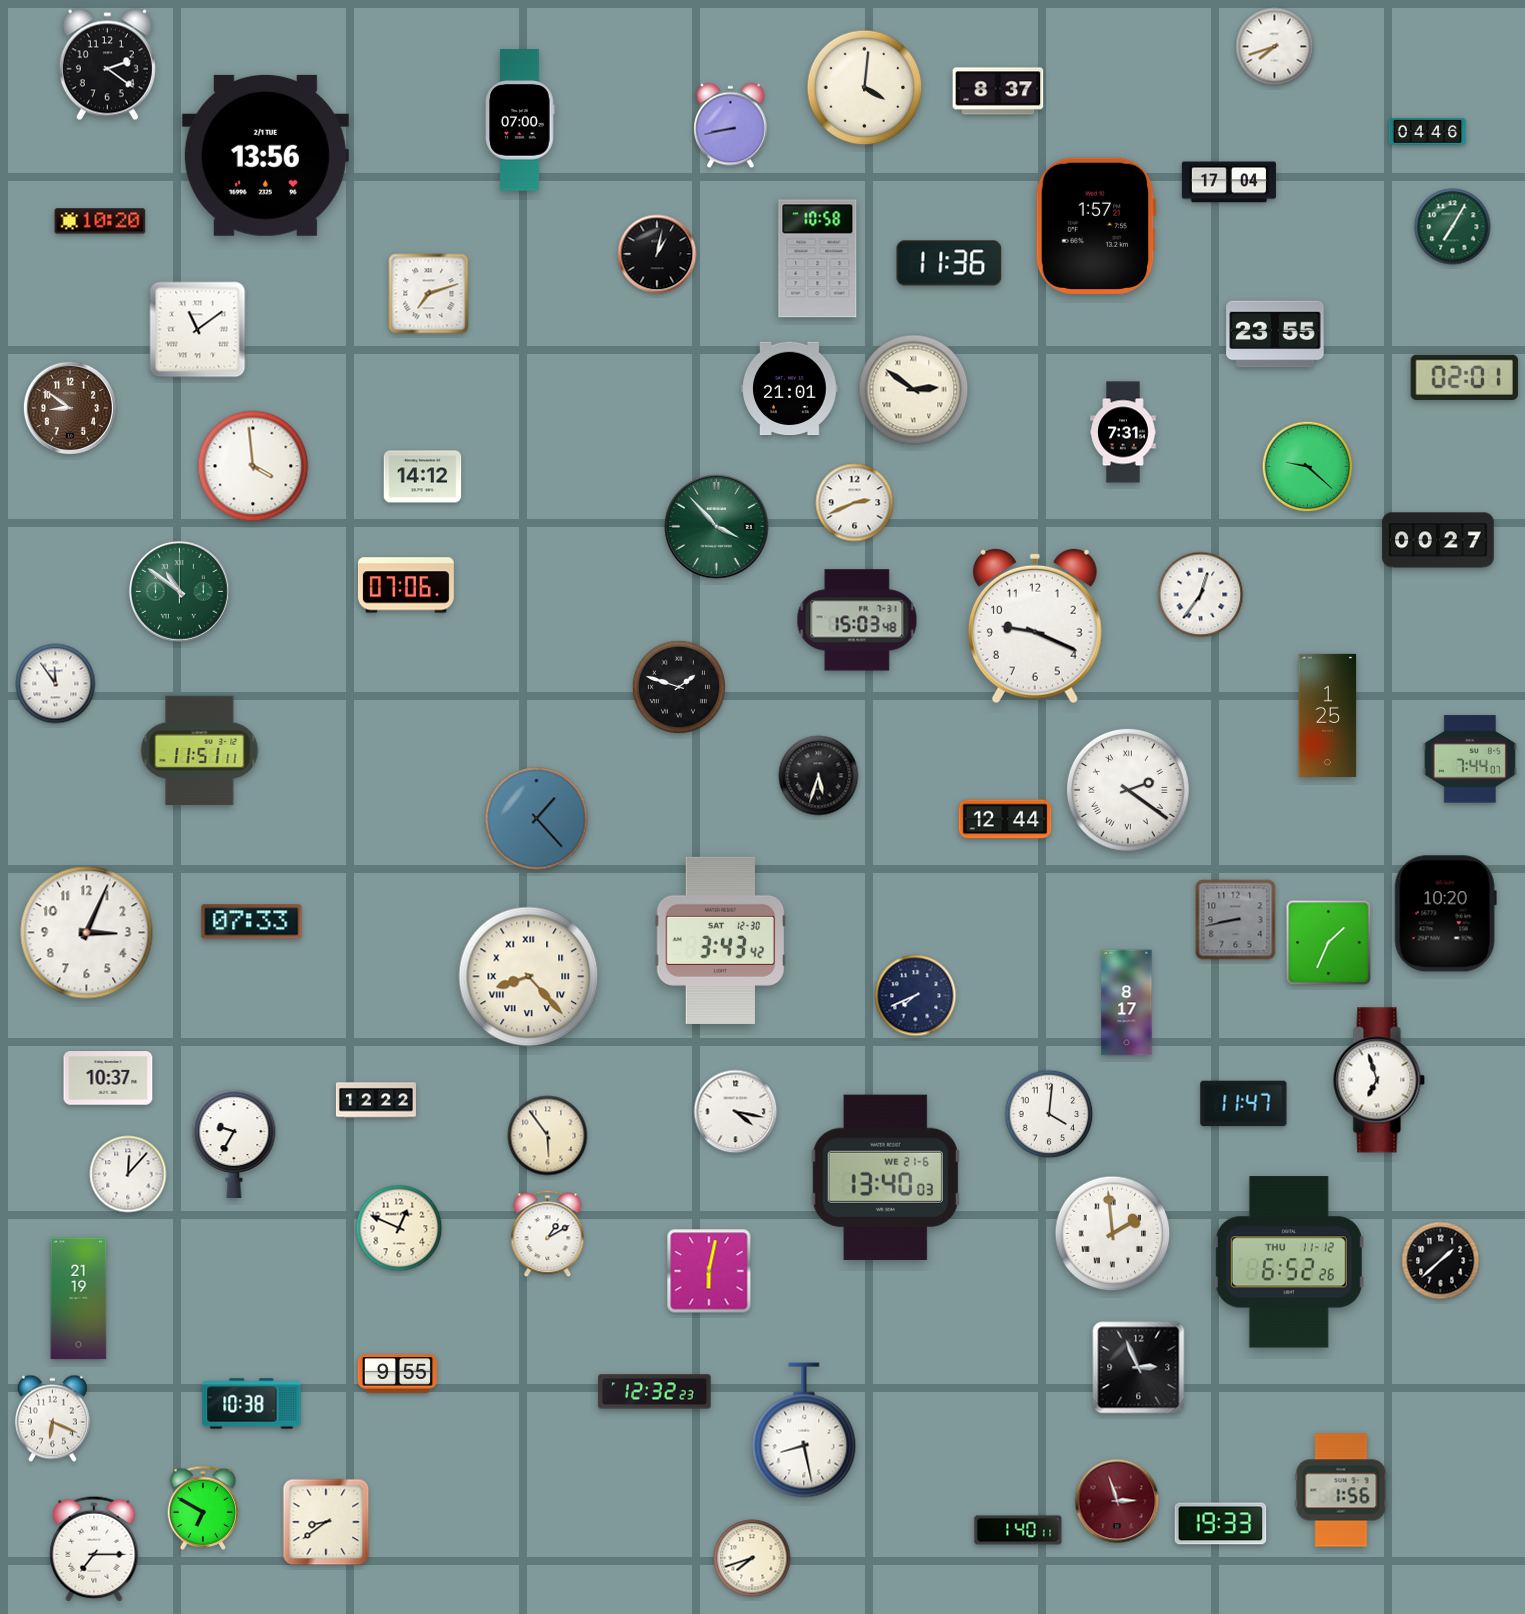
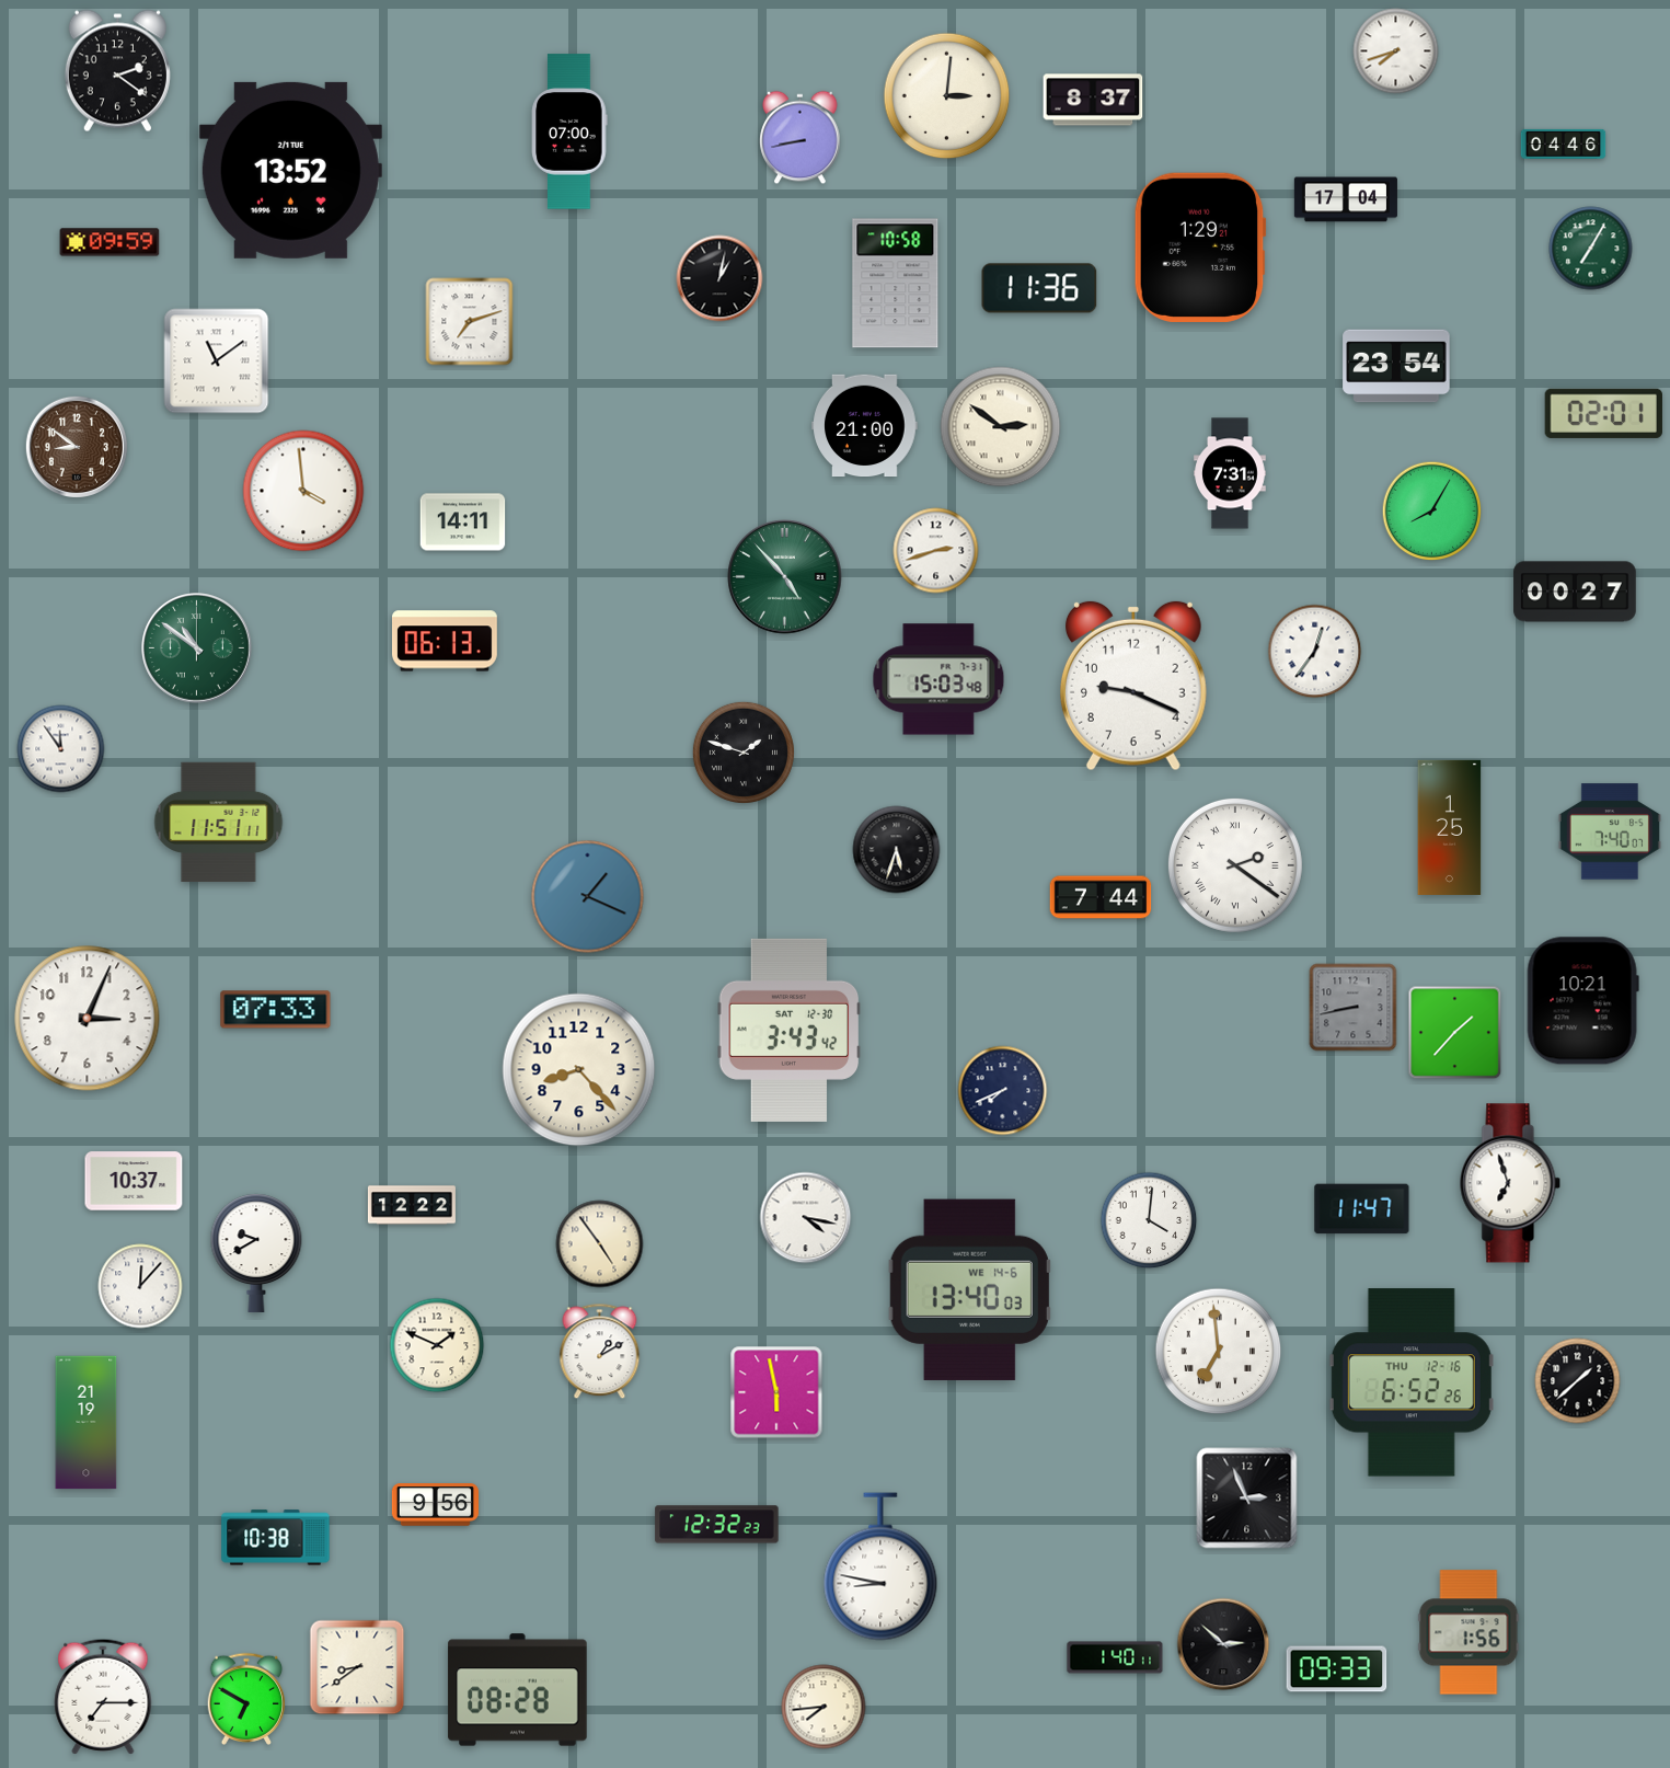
clock at (865, 88): 4:01 -> 3:01
clock at (265, 155): 13:56 -> 13:52
clock at (100, 221): 10:20 -> 09:59
clock at (1096, 226): 1:57 -> 1:29
clock at (1275, 334): 23:55 -> 23:54
clock at (790, 389): 21:01 -> 21:00
clock at (253, 466) position: (253, 466) -> (303, 491)
clock at (1308, 467): 9:22 -> 8:05
clock at (423, 477): 14:12 -> 14:11
clock at (855, 503): 2:41 -> 2:42
clock at (717, 527): 3:53 -> 4:53
clock at (406, 585): 07:06 -> 06:13
clock at (1328, 715) position: (1328, 715) -> (1450, 827)
clock at (1470, 759): 7:44 -> 7:40
clock at (537, 819): 1:23 -> 1:19
clock at (1005, 819): 12:44 -> 7:44
clock at (1445, 914): 10:20 -> 10:21
clock at (87, 933) position: (87, 933) -> (88, 1019)
clock at (1329, 943): 1:34 -> 1:37
clock at (529, 977) numerals: Roman -> Arabic
clock at (1127, 1003): 8:17 -> none
clock at (108, 1078) position: (108, 1078) -> (134, 1181)
clock at (548, 1136): 5:54 -> 4:54
clock at (234, 1144): 9:35 -> 9:40
clock at (885, 1177) date: WE 21-6 -> WE 14-6
clock at (399, 1228): 12:49 -> 1:49
clock at (1113, 1234): 1:59 -> 6:59
clock at (1289, 1262) date: THU 11-12 -> THU 12-16
clock at (709, 1271): 6:02 -> 5:58
clock at (397, 1374): 9:55 -> 9:56
clock at (52, 1419): 6:19 -> none
clock at (804, 1430): 8:28 -> 8:47
clock at (1117, 1501): 2:57 -> 2:52
clock at (1117, 1501) dial: burgundy -> black
clock at (203, 1508) position: (203, 1508) -> (246, 1699)
clock at (1221, 1524): 19:33 -> 09:33
clock at (1018, 1530) position: (1018, 1530) -> (1115, 1657)
clock at (518, 1690): none -> 08:28
clock at (752, 1558): 7:42 -> 7:44
